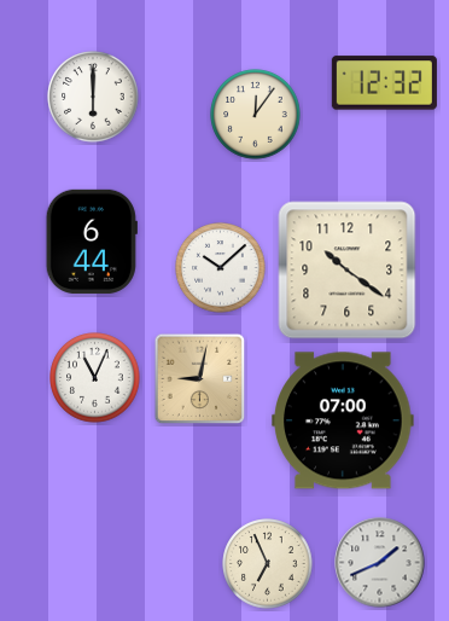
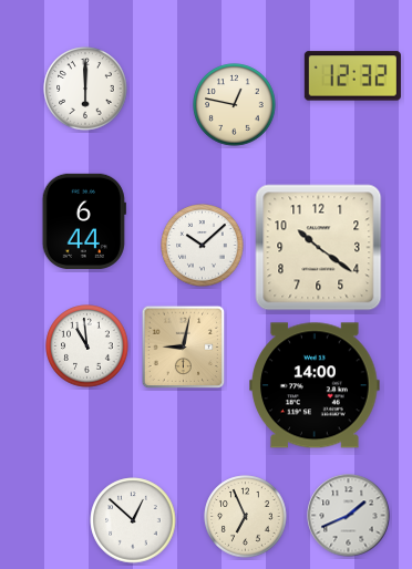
clock at (256, 115): 12:06 -> 12:47
clock at (95, 378): 11:04 -> 10:59
clock at (343, 420): 07:00 -> 14:00
clock at (133, 520): none -> 12:52
